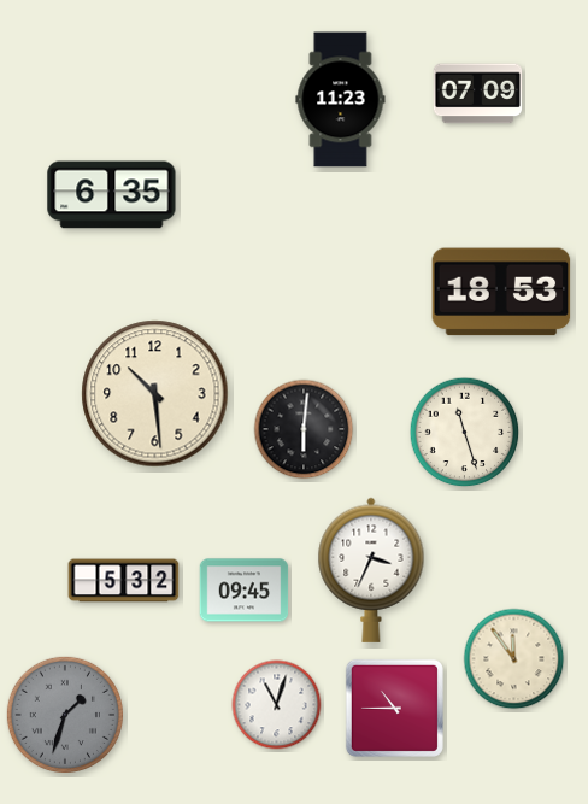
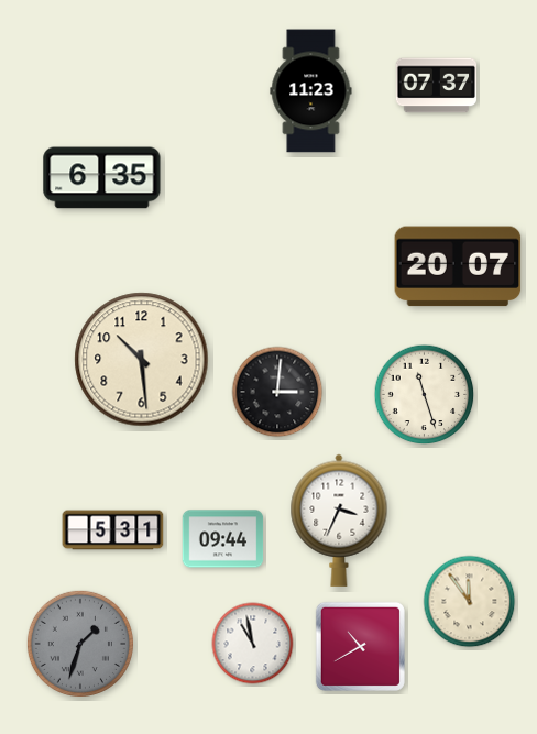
clock at (478, 94): 07:09 -> 07:37
clock at (501, 292): 18:53 -> 20:07
clock at (304, 429): 6:01 -> 3:01
clock at (124, 581): 5:32 -> 5:31
clock at (245, 591): 09:45 -> 09:44
clock at (277, 705): 11:03 -> 10:58
clock at (394, 708): 10:45 -> 10:40
clock at (65, 715) position: (65, 715) -> (80, 644)
